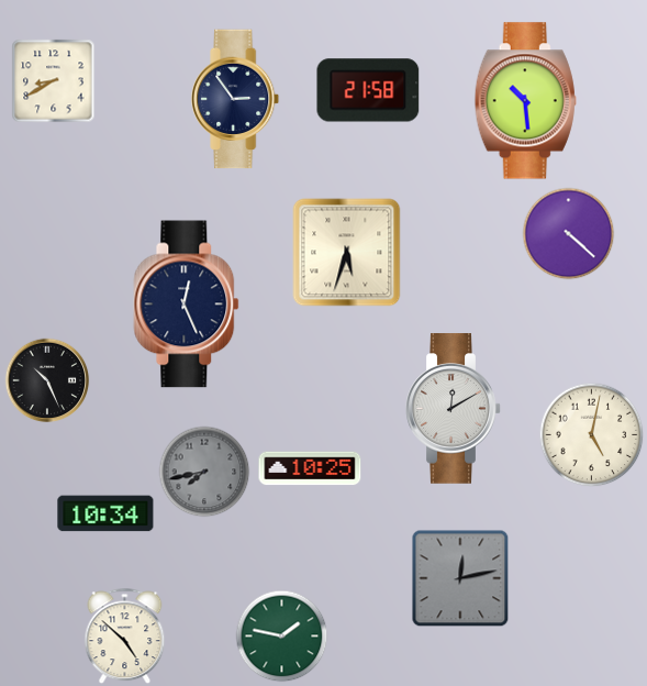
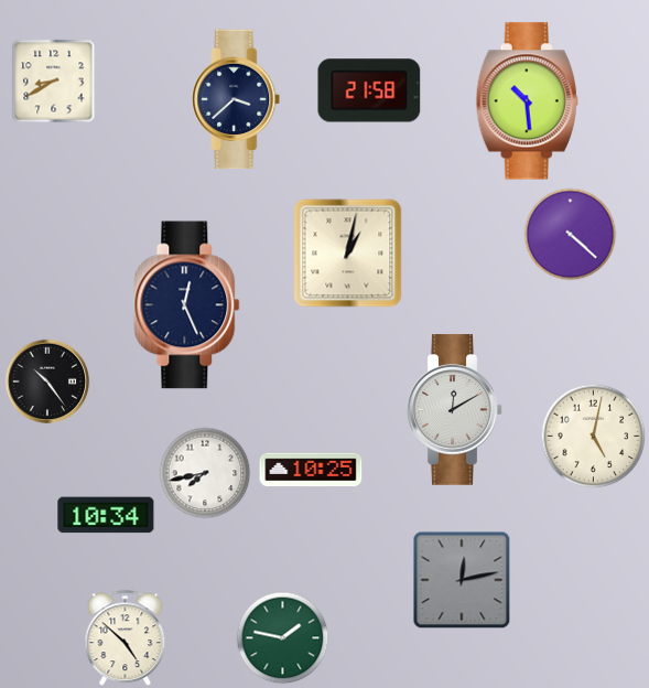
clock at (236, 99): 2:54 -> 3:38
clock at (347, 253): 5:33 -> 1:02
clock at (47, 380): 10:26 -> 10:24
clock at (204, 472) dial: grey -> white
